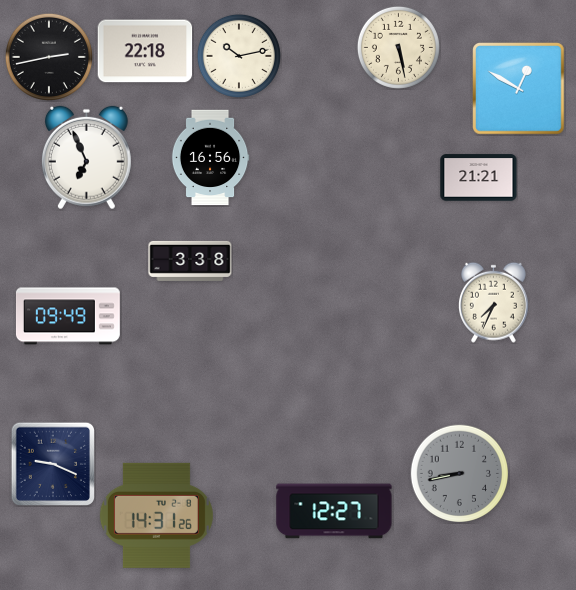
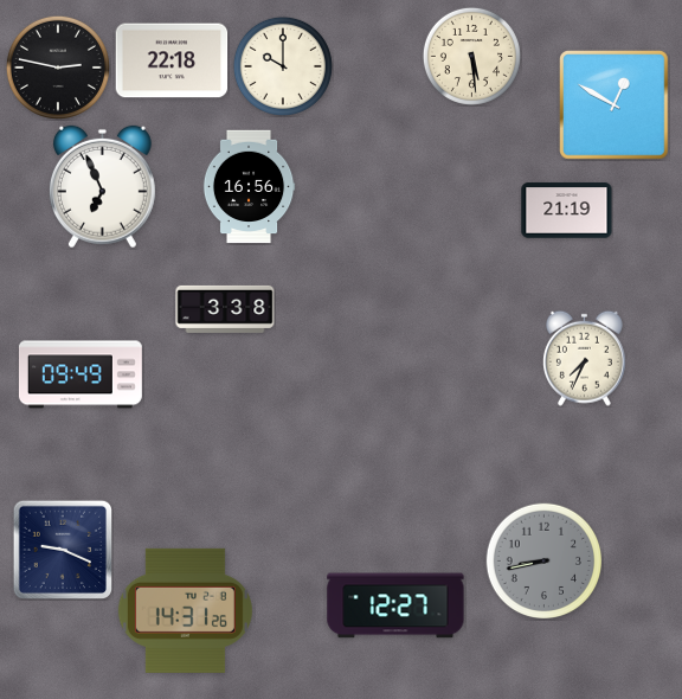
clock at (398, 47): 5:28 -> 5:29
clock at (239, 56): 10:13 -> 10:00
clock at (49, 57): 2:43 -> 2:47
clock at (479, 178): 21:21 -> 21:19
